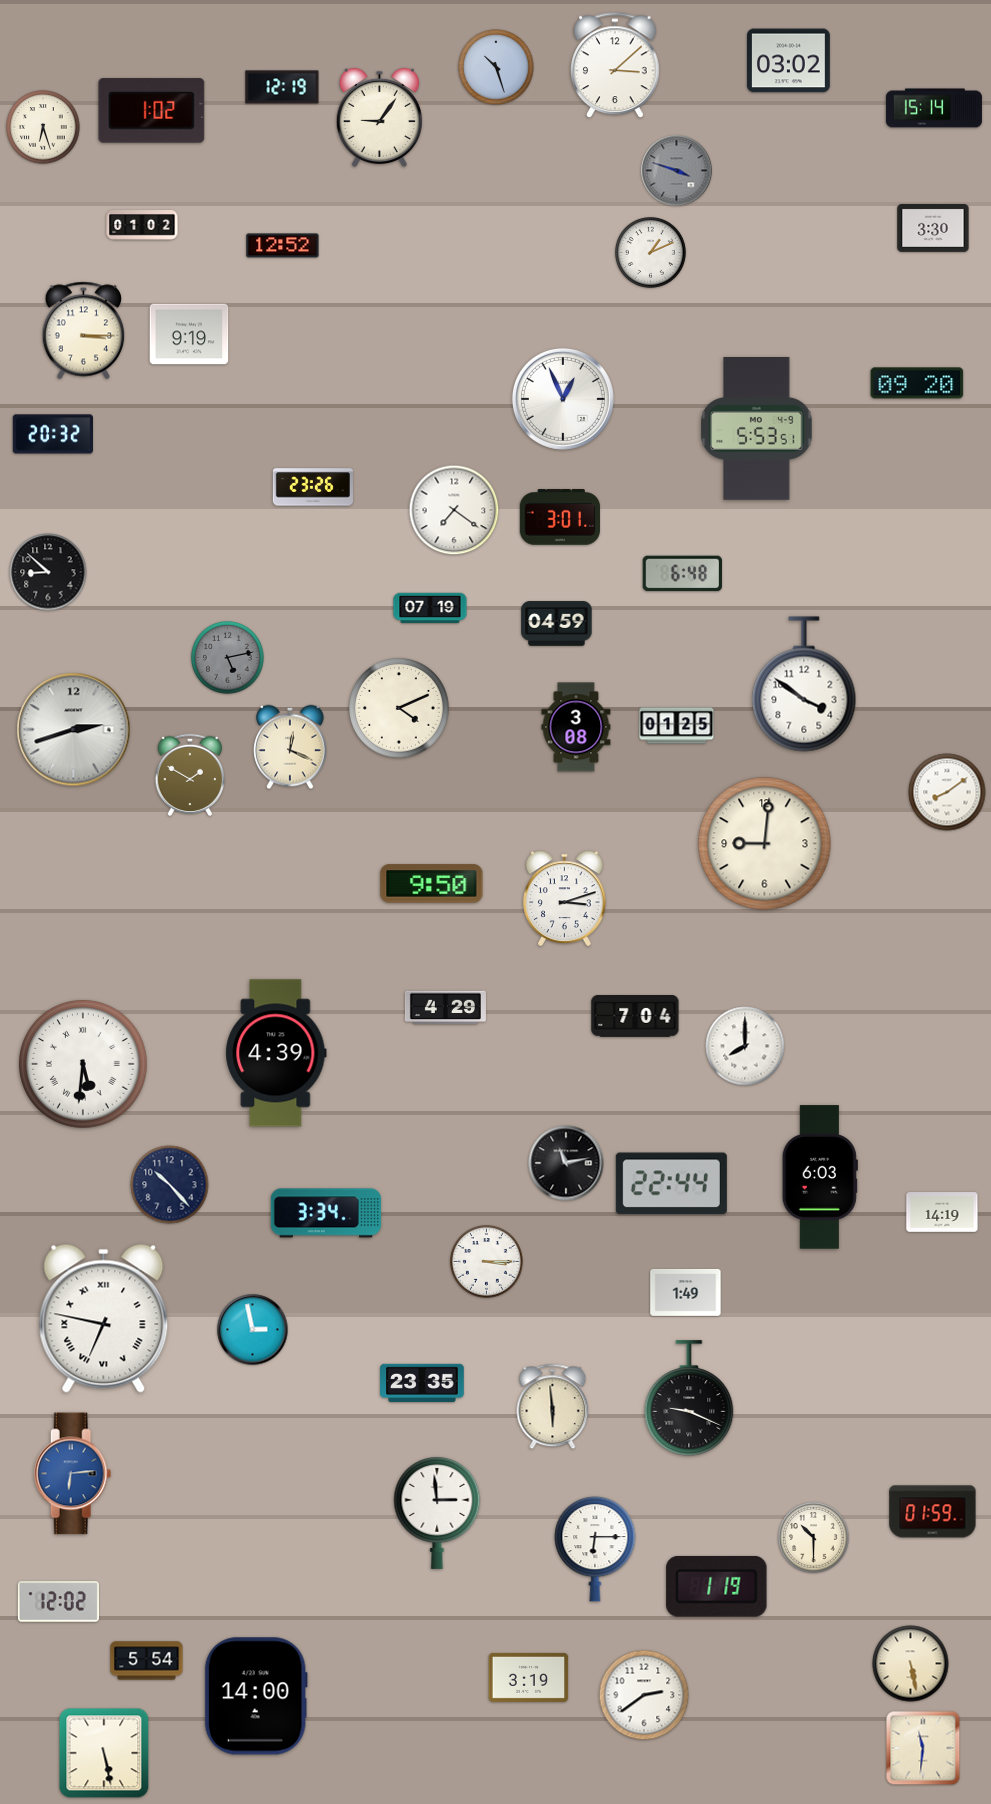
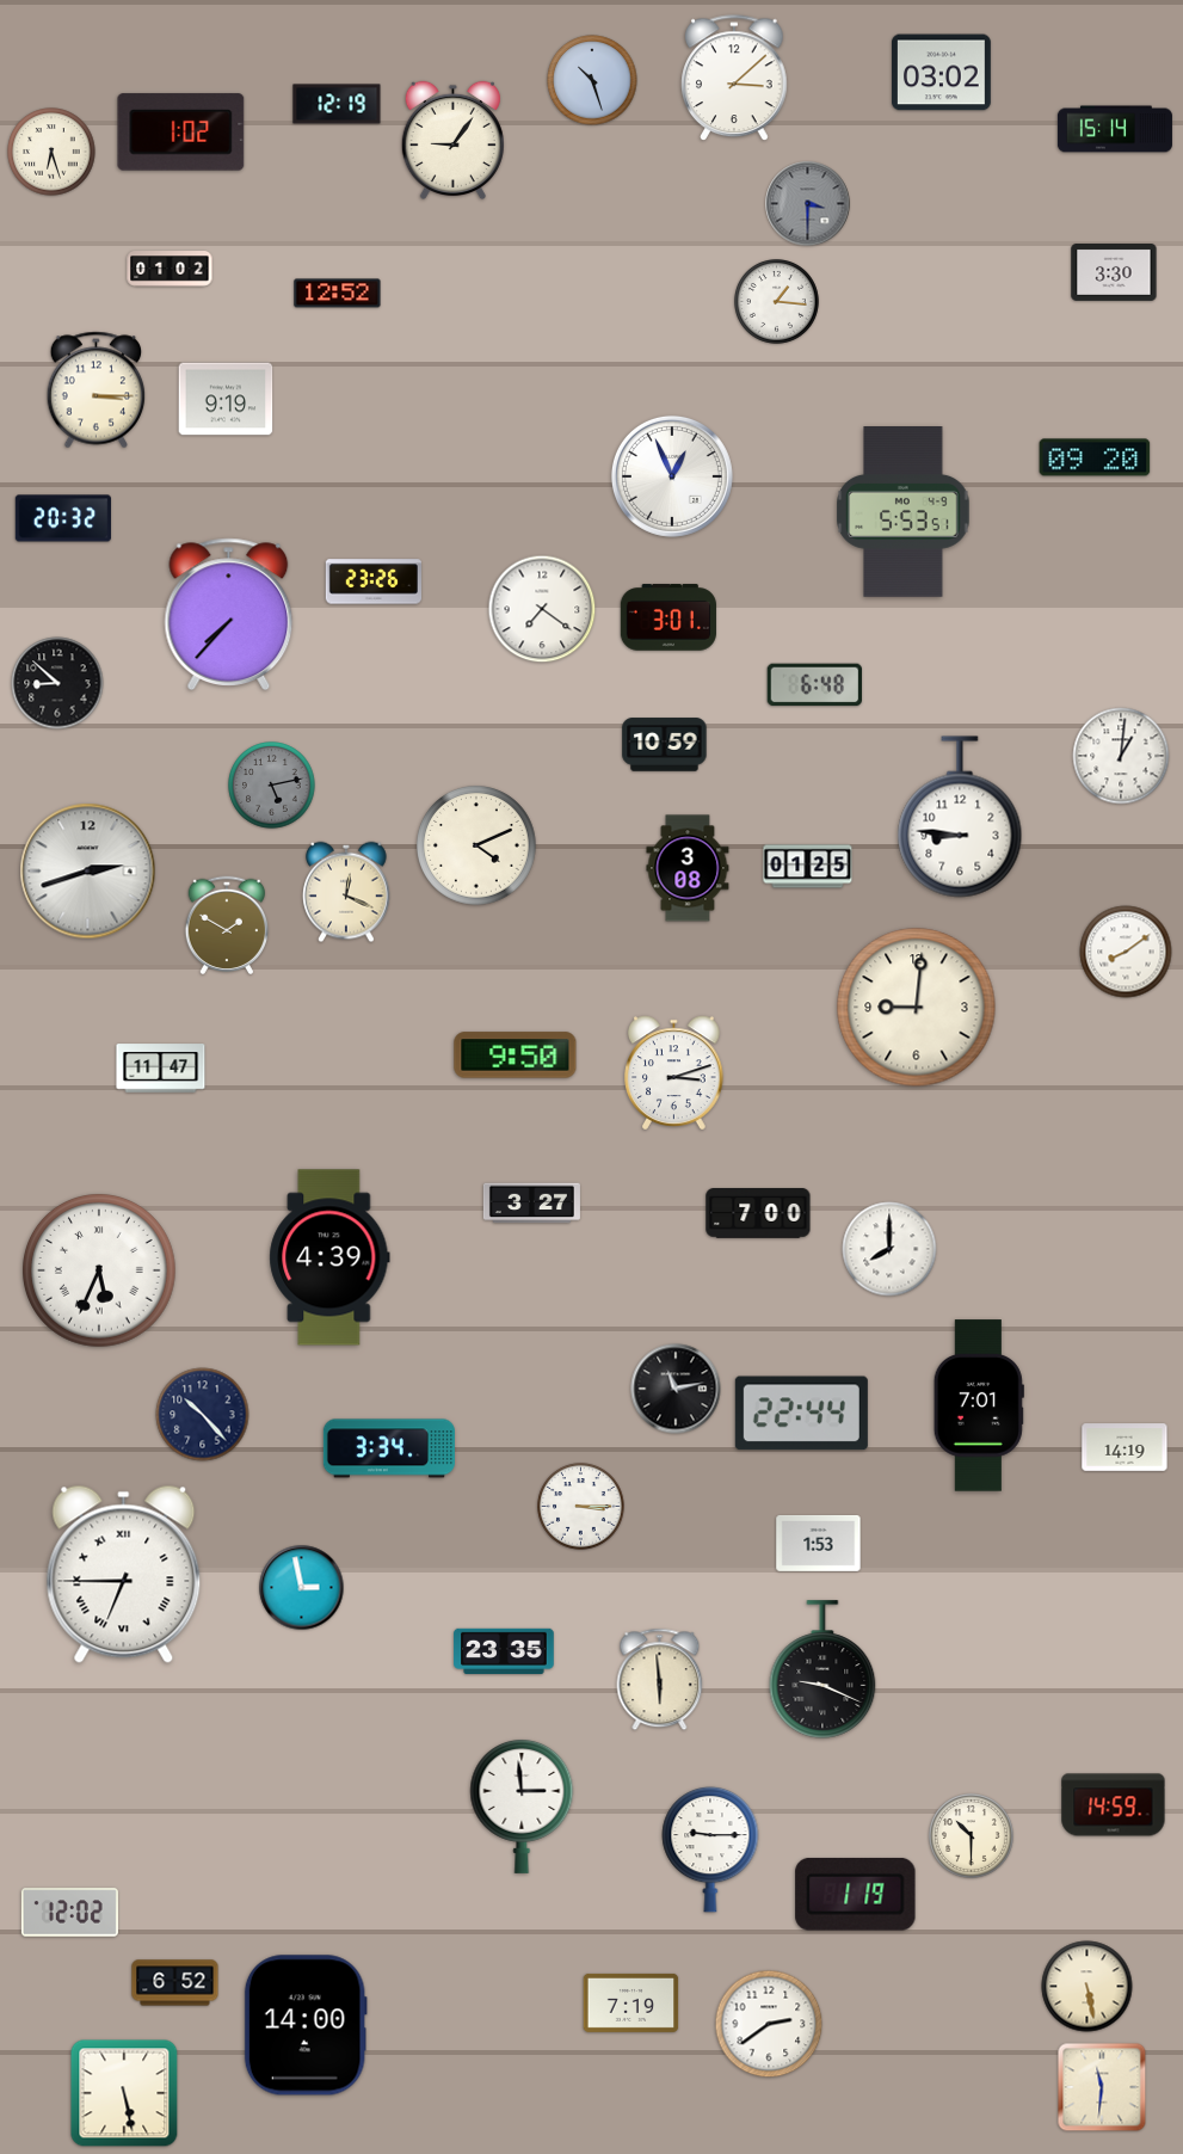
clock at (677, 171): 3:48 -> 3:30
clock at (651, 253): 1:11 -> 1:16
clock at (84, 331) position: (84, 331) -> (97, 390)
clock at (229, 614): none -> 7:37
clock at (430, 608): 07:19 -> none
clock at (557, 624): 04:59 -> 10:59
clock at (1121, 756): none -> 1:01
clock at (804, 684): 3:51 -> 8:46
clock at (947, 792) position: (947, 792) -> (1126, 952)
clock at (765, 844) position: (765, 844) -> (917, 1008)
clock at (161, 1069): none -> 11:47
clock at (445, 1008): 4:29 -> 3:27
clock at (635, 1017): 7:04 -> 7:00
clock at (84, 1065): 5:31 -> 5:34
clock at (820, 1177): 6:03 -> 7:01
clock at (686, 1292): 1:49 -> 1:53
clock at (104, 1318): 6:47 -> 6:45
clock at (73, 1474): 6:14 -> none
clock at (933, 1512): 01:59 -> 14:59
clock at (595, 1549): 6:15 -> 9:15
clock at (147, 1661): 5:54 -> 6:52
clock at (529, 1677): 3:19 -> 7:19
